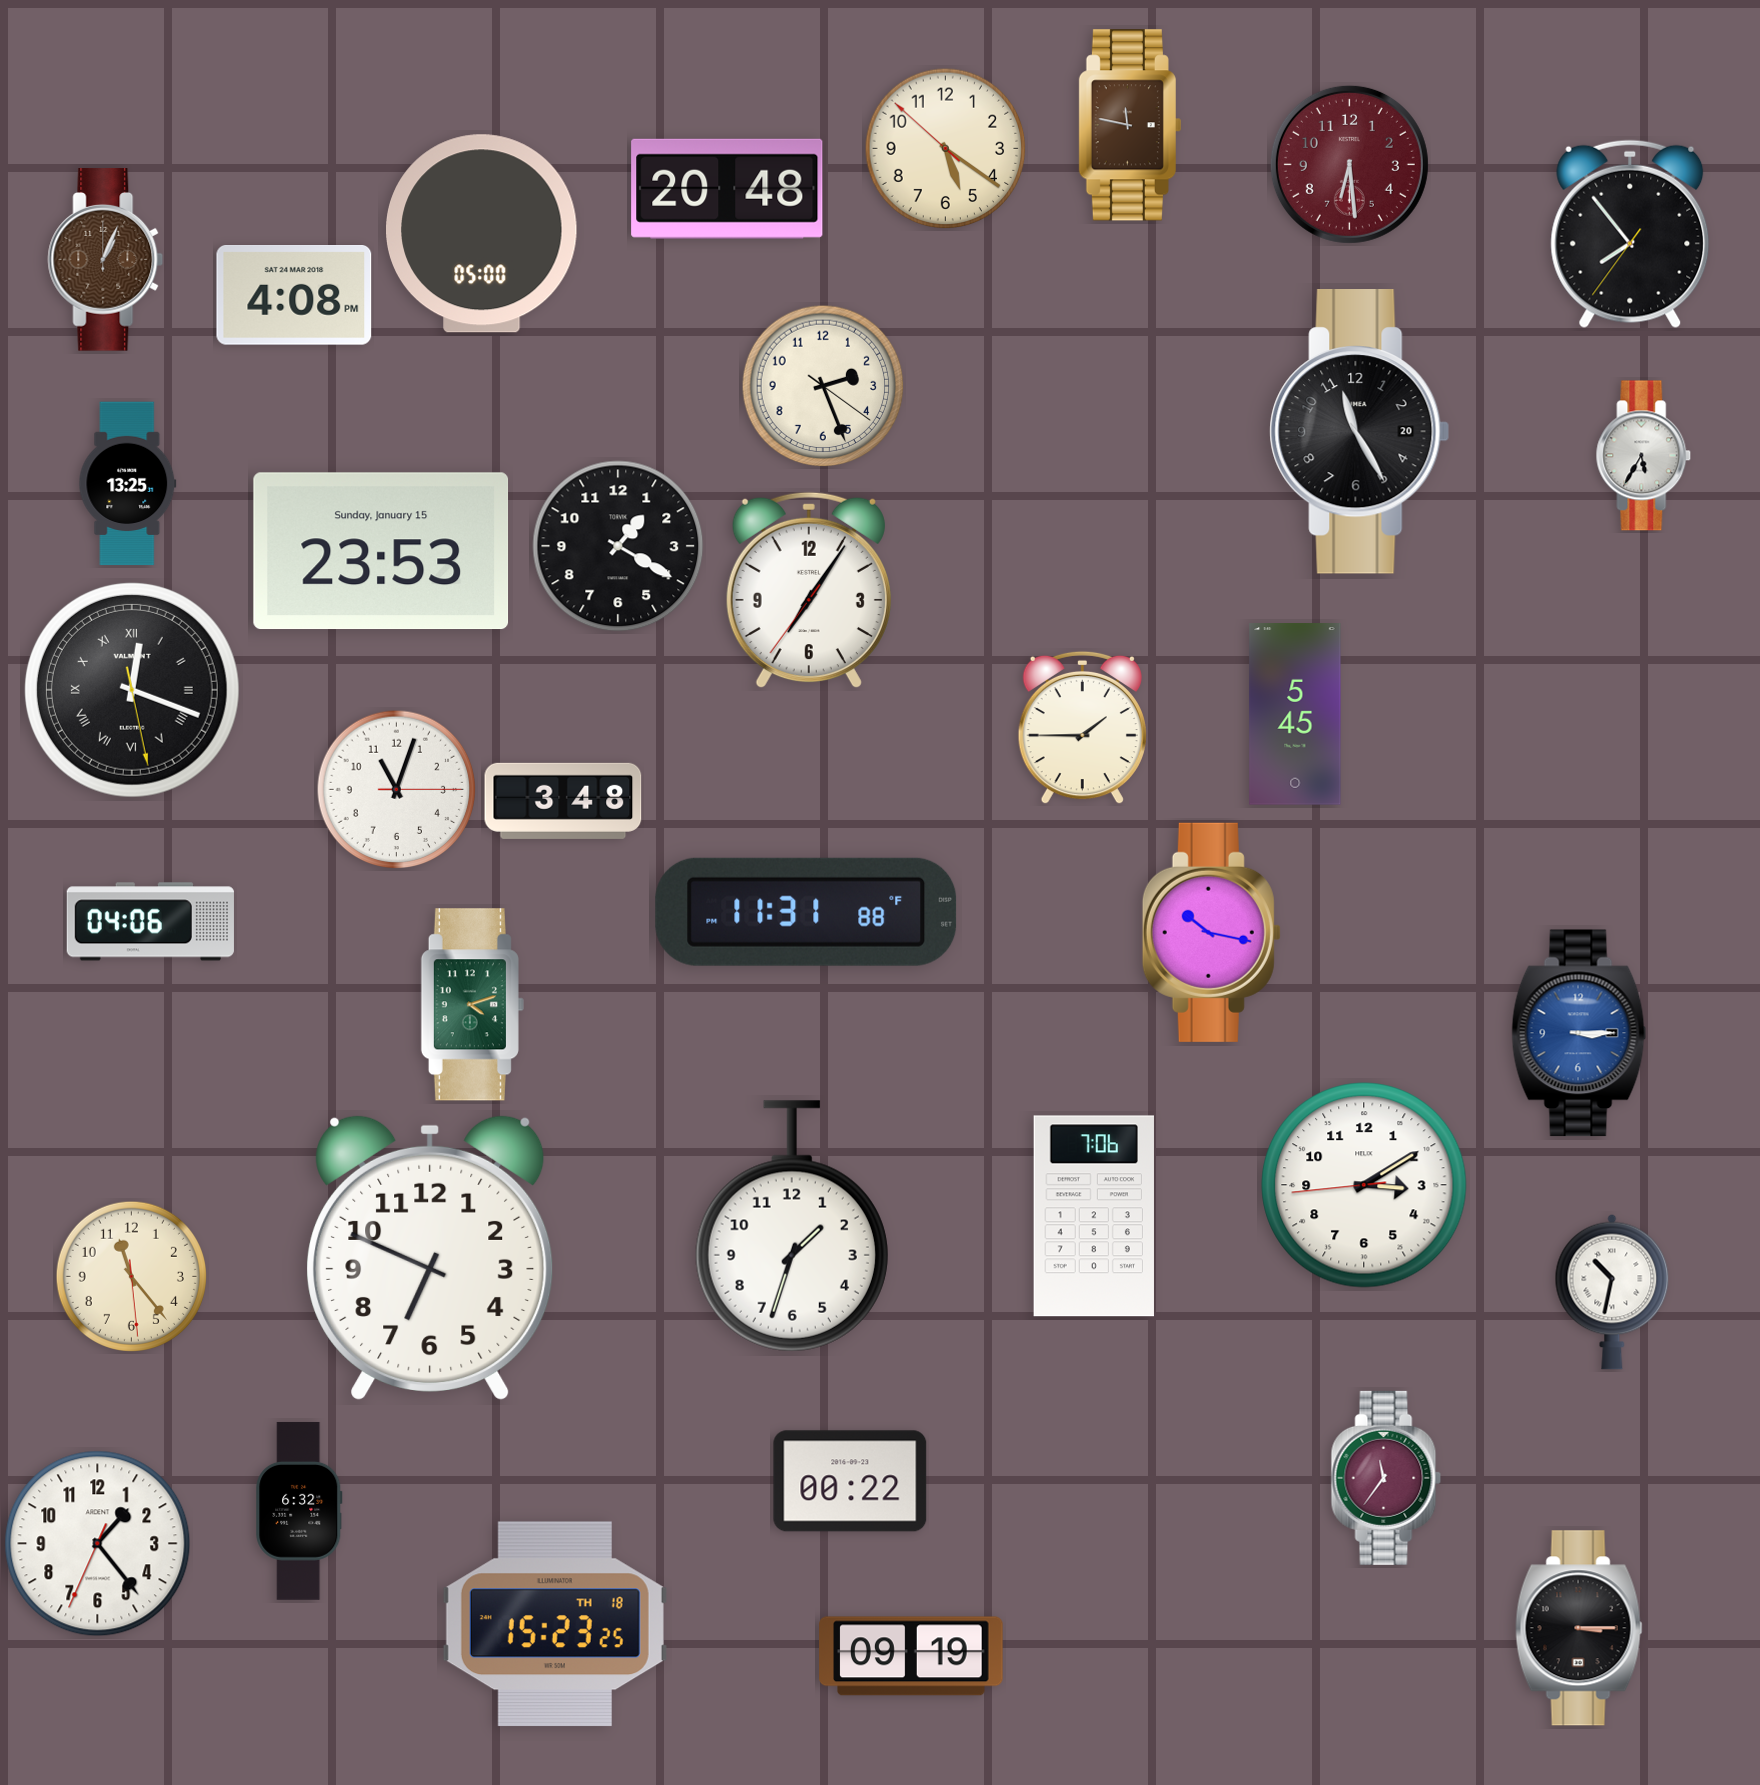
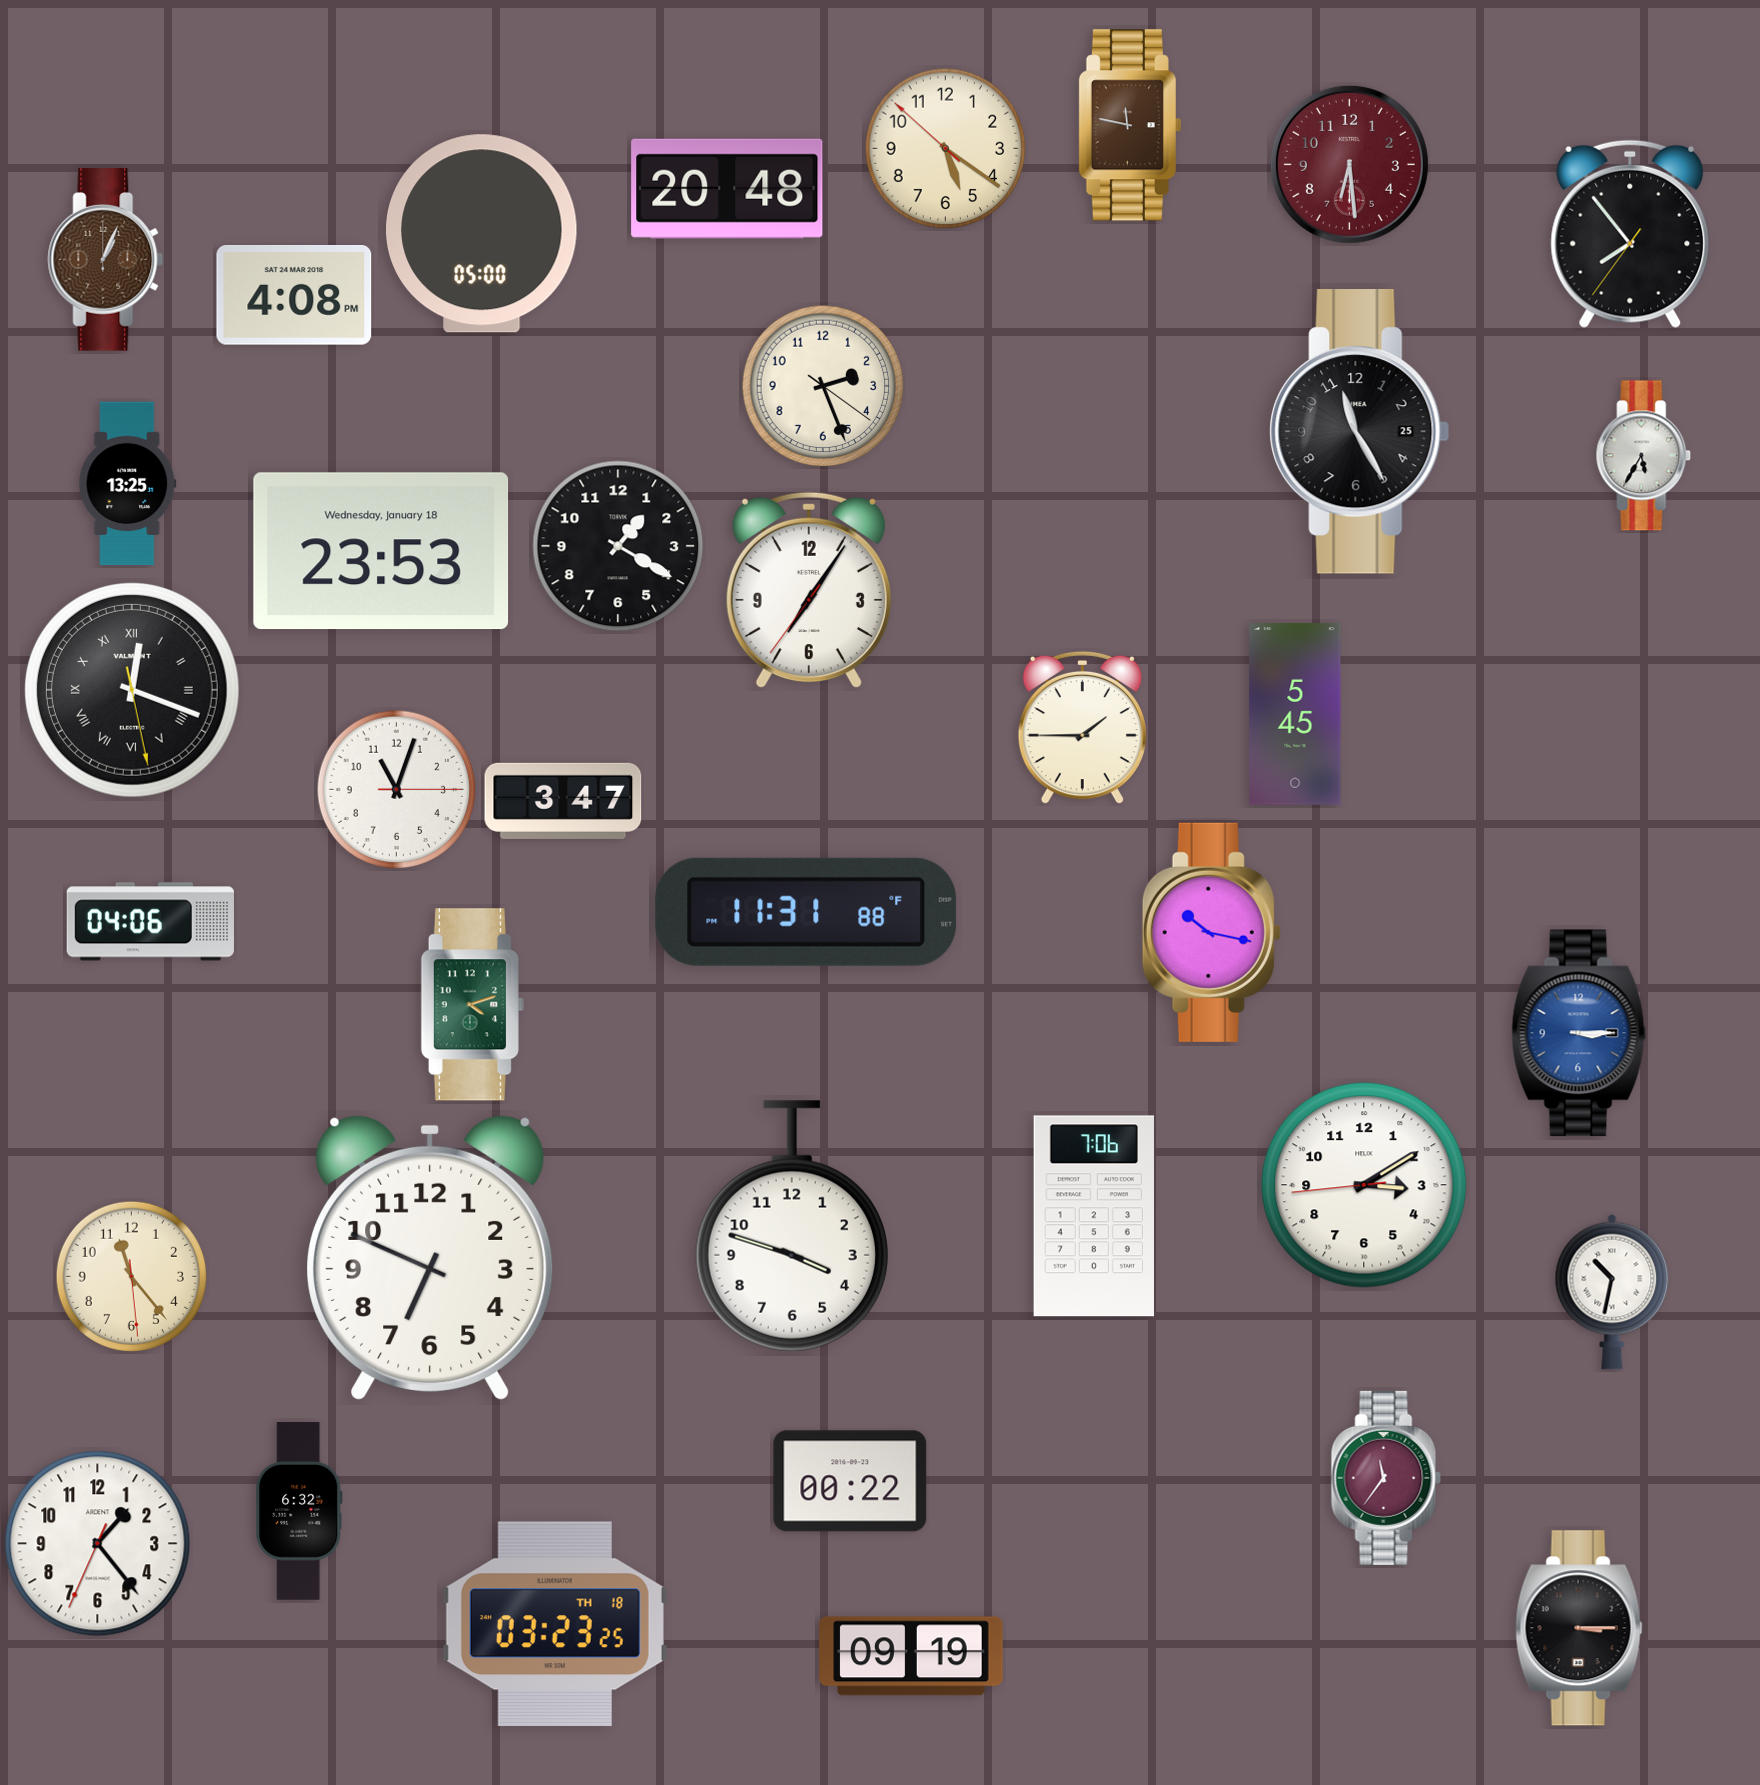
clock at (1360, 432) date: 20 -> 25
clock at (381, 551) date: Sunday, January 15 -> Wednesday, January 18
clock at (563, 801): 3:48 -> 3:47
clock at (792, 1226): 1:33 -> 3:48
clock at (555, 1624): 15:23 -> 03:23
